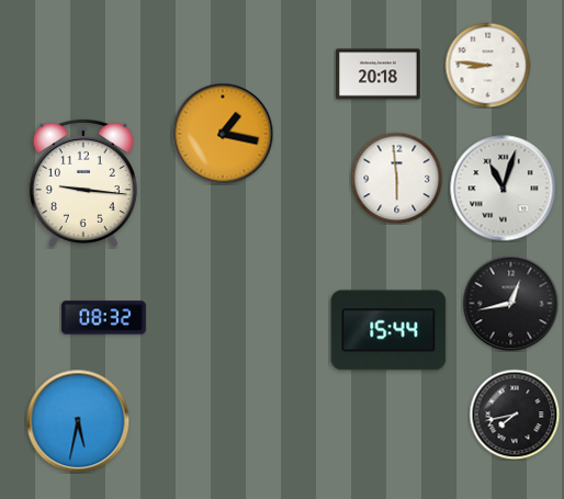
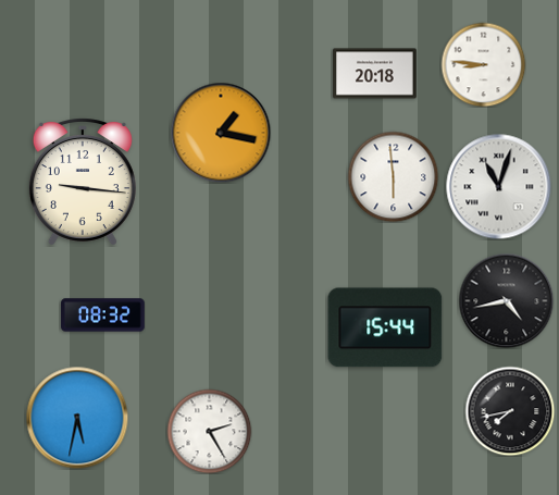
clock at (510, 303): 12:43 -> 4:43
clock at (209, 431): none -> 2:25
